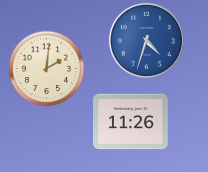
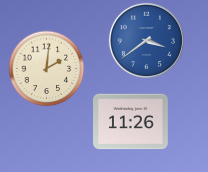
clock at (146, 40): 4:33 -> 3:39
